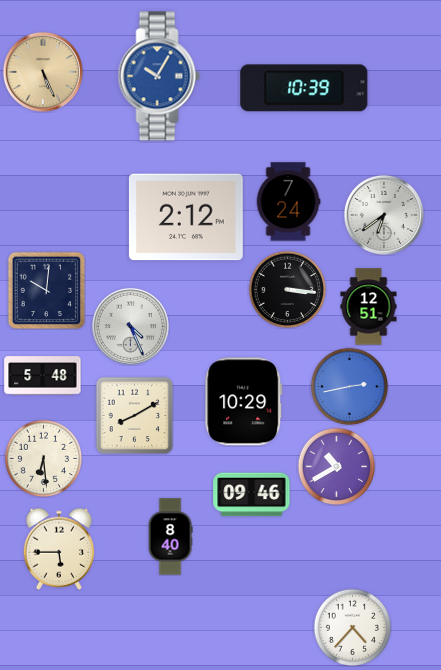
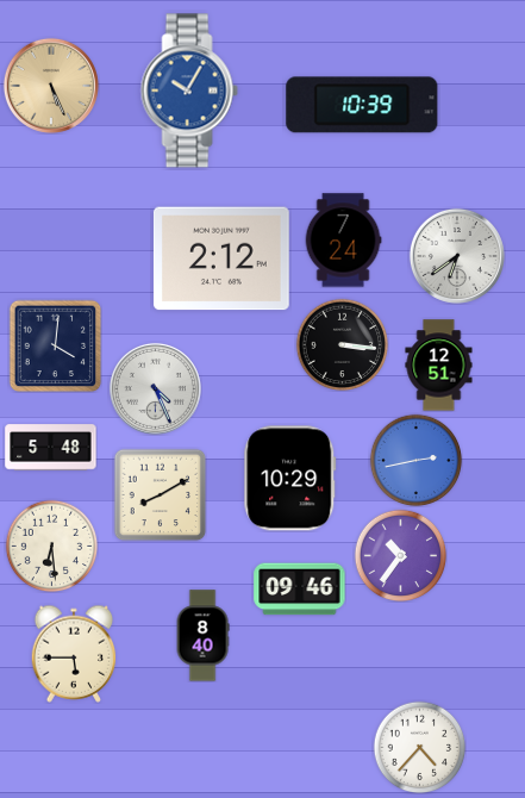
clock at (46, 290): 10:01 -> 4:01
clock at (336, 466): 10:40 -> 10:36
clock at (170, 537) position: (170, 537) -> (202, 636)
clock at (59, 549) position: (59, 549) -> (74, 654)
